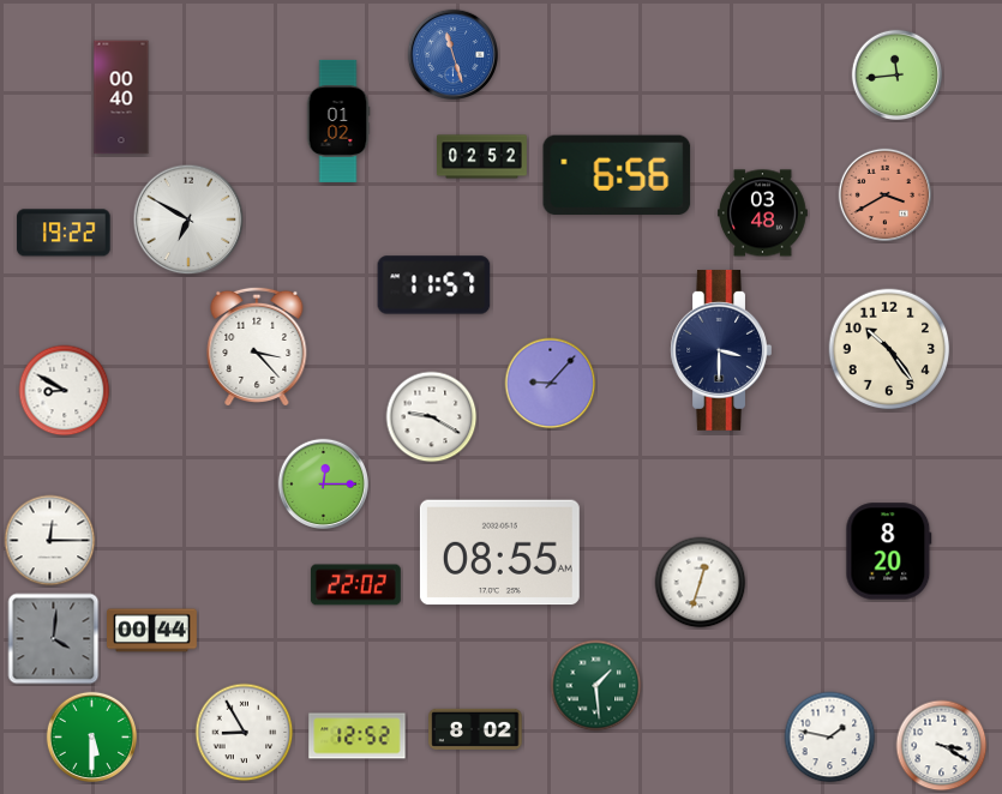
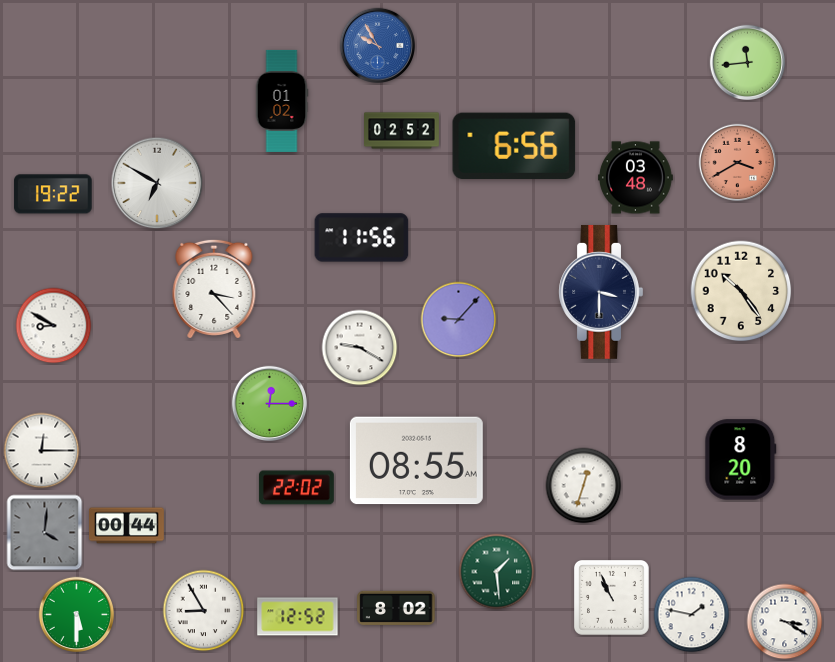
clock at (454, 55): 11:27 -> 9:55
clock at (121, 97): 00:40 -> none
clock at (434, 285): 11:57 -> 11:56
clock at (612, 598): none -> 10:56
clock at (358, 736) position: (358, 736) -> (298, 617)
